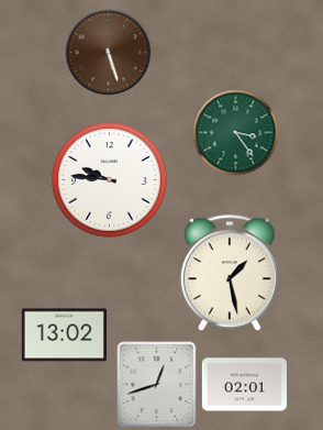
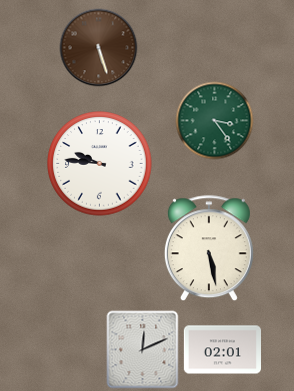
clock at (230, 273): 1:28 -> 5:28
clock at (64, 335): 13:02 -> none
clock at (157, 384): 12:42 -> 12:11
